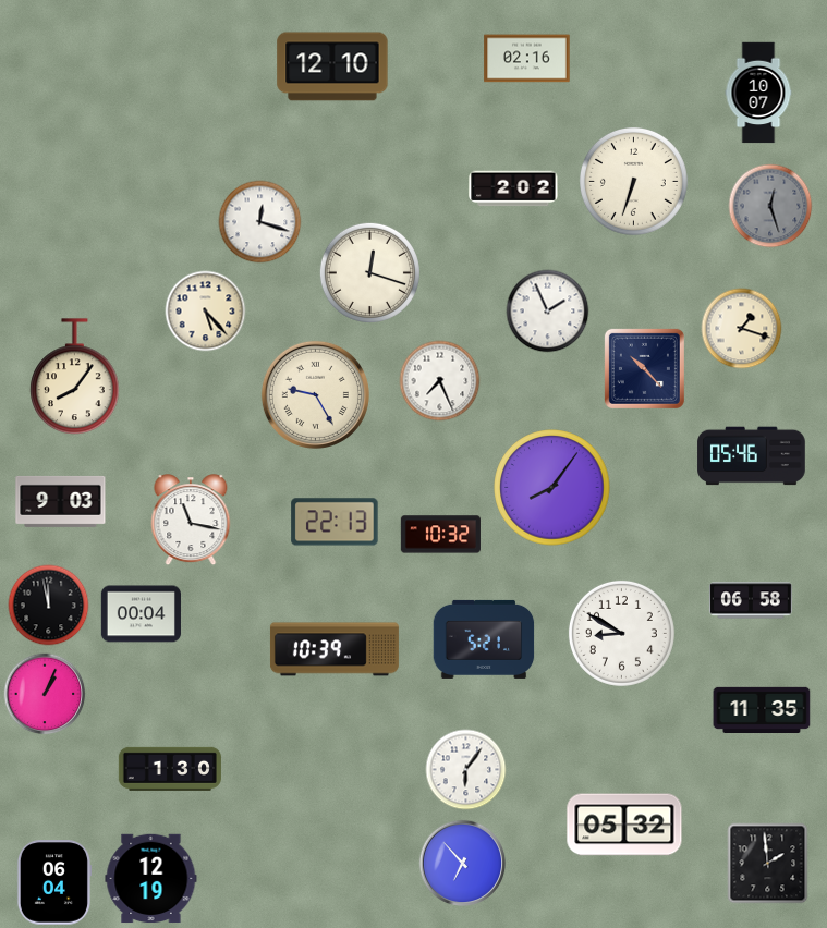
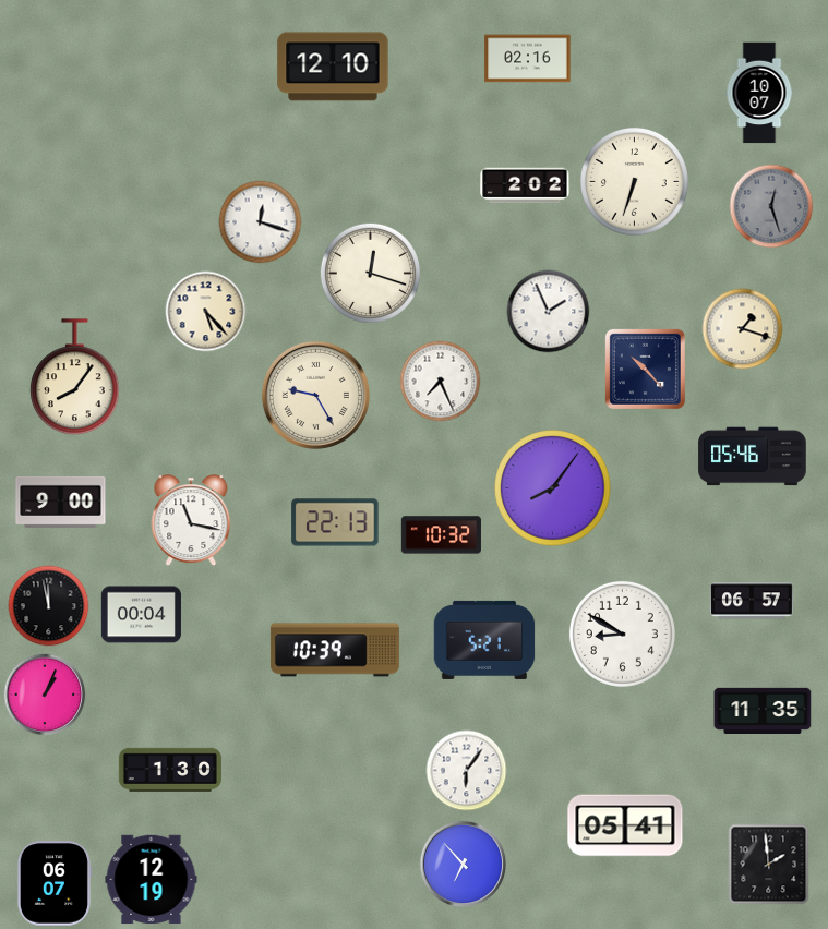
clock at (513, 188) position: (513, 188) -> (525, 185)
clock at (61, 501): 9:03 -> 9:00
clock at (752, 600): 06:58 -> 06:57
clock at (624, 825): 05:32 -> 05:41
clock at (53, 882): 06:04 -> 06:07
